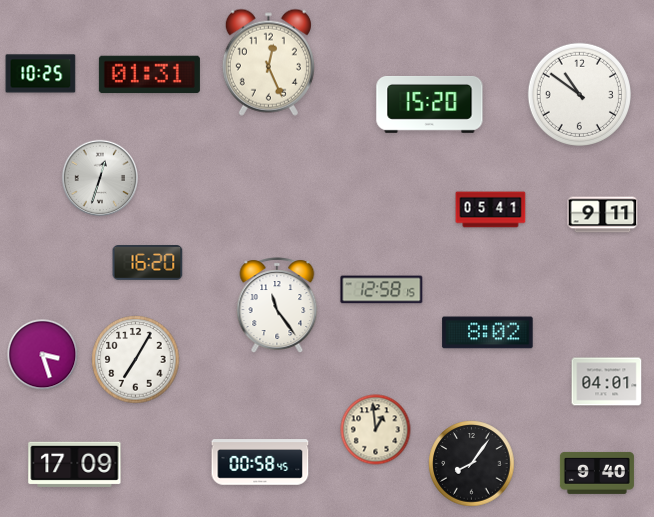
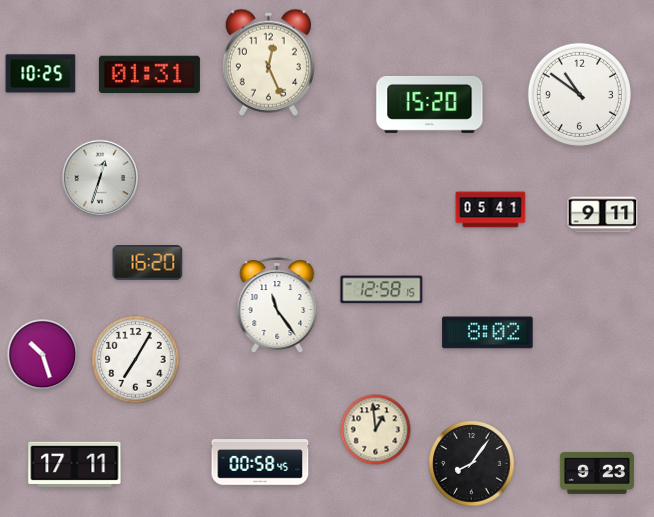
clock at (43, 355): 3:27 -> 10:27
clock at (607, 382): 04:01 -> none
clock at (75, 464): 17:09 -> 17:11
clock at (597, 473): 9:40 -> 9:23
